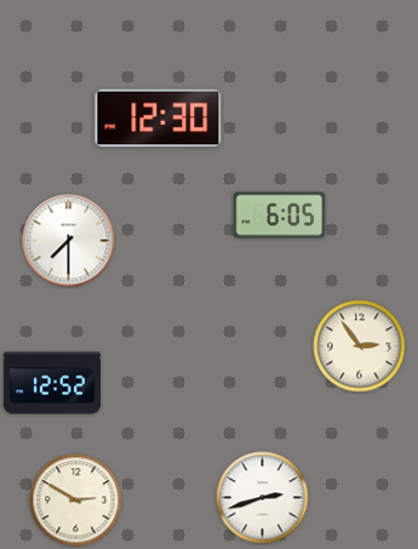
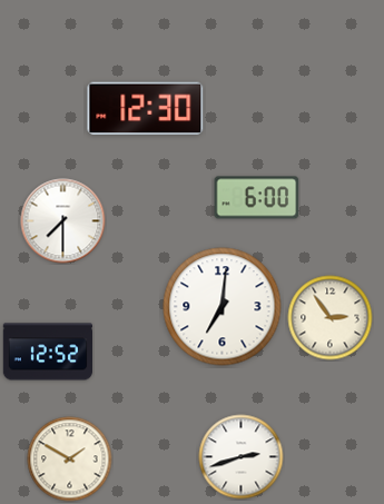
clock at (280, 216): 6:05 -> 6:00
clock at (223, 307): none -> 7:01
clock at (76, 501): 2:50 -> 1:50
